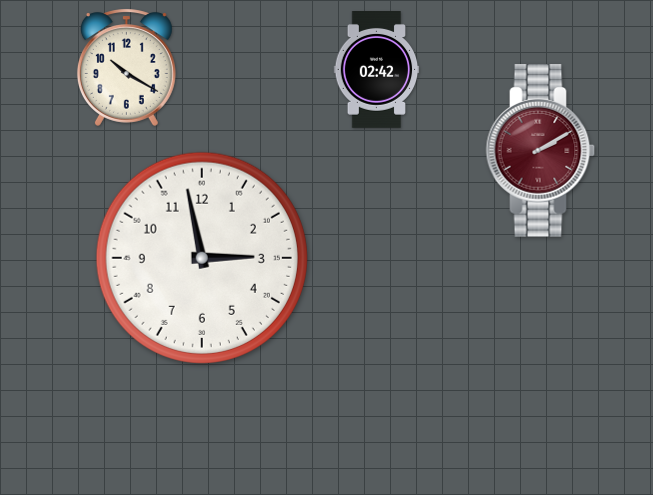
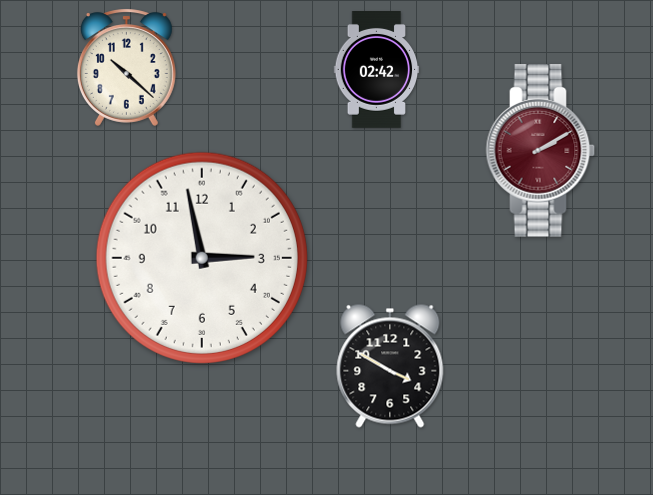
clock at (126, 67): 10:20 -> 10:22
clock at (390, 366): none -> 3:50
